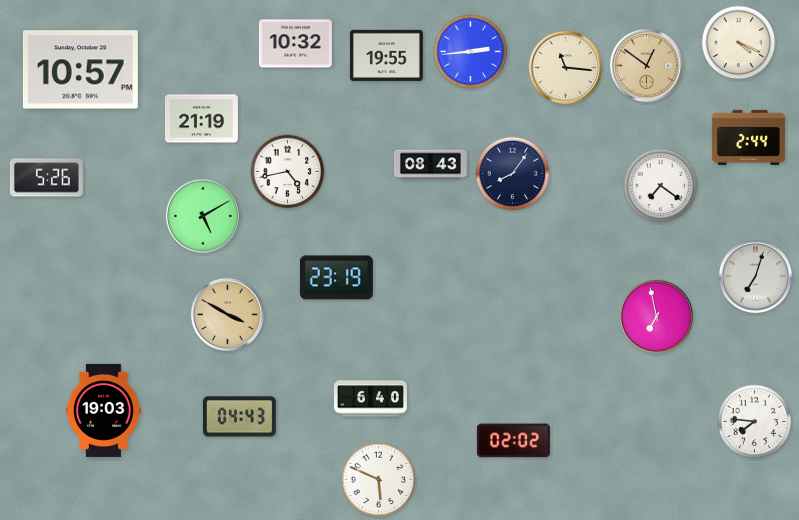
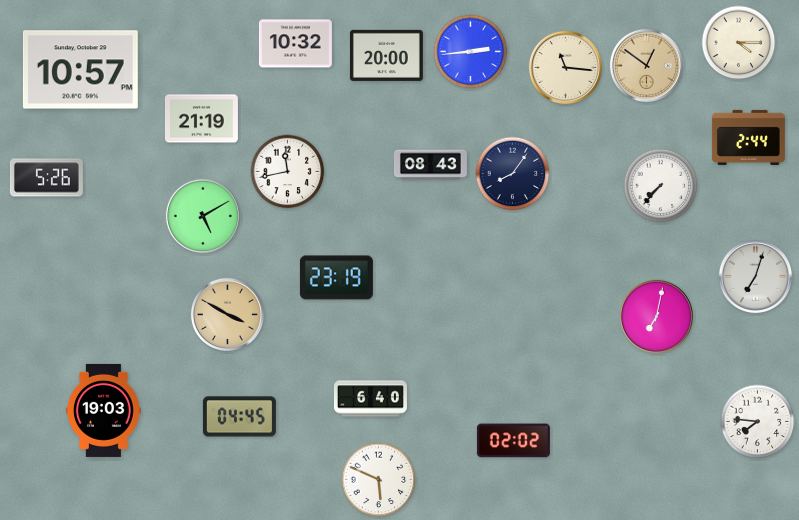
clock at (739, 43): 4:19 -> 4:15
clock at (386, 55): 19:55 -> 20:00
clock at (288, 172): 4:43 -> 11:43
clock at (661, 186): 7:21 -> 7:37
clock at (656, 316): 6:58 -> 7:02
clock at (239, 417): 04:43 -> 04:45
clock at (755, 422) position: (755, 422) -> (758, 422)
